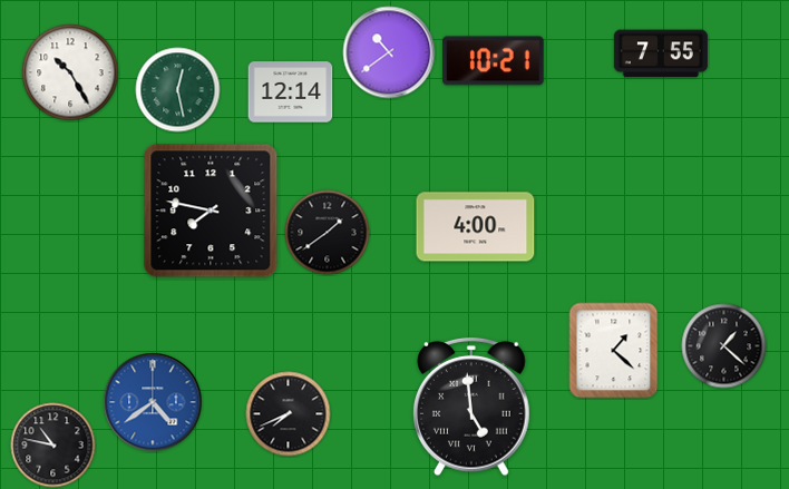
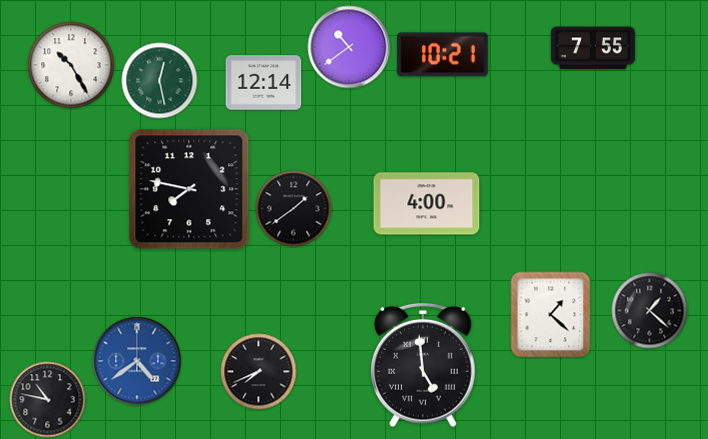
clock at (70, 72) position: (70, 72) -> (71, 65)
clock at (291, 92) position: (291, 92) -> (264, 83)
